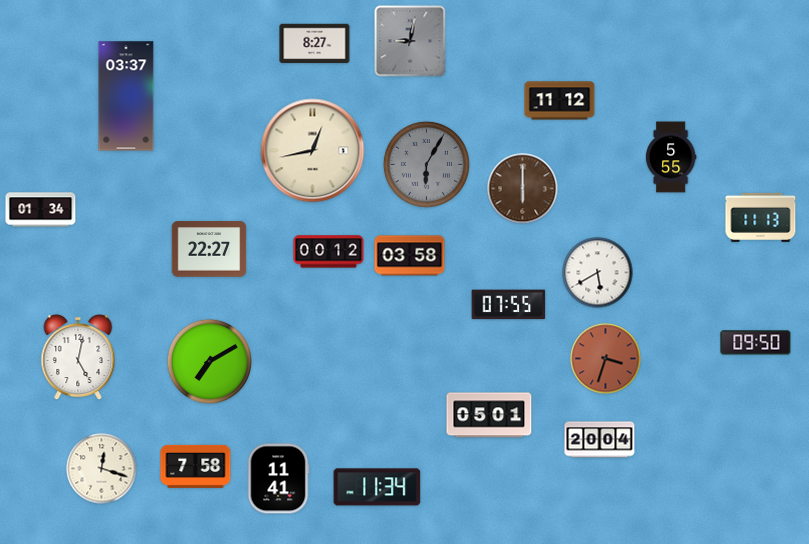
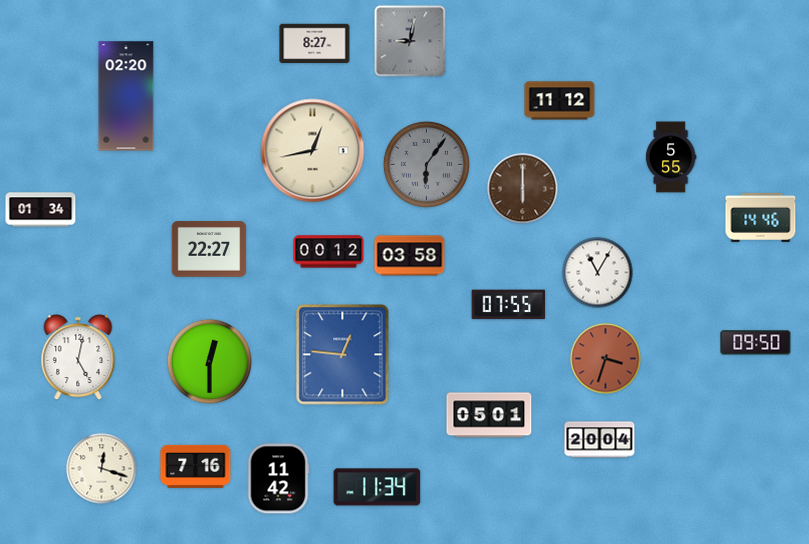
clock at (126, 96): 03:37 -> 02:20
clock at (426, 164): 6:05 -> 6:06
clock at (761, 217): 11:13 -> 14:46
clock at (598, 273): 5:40 -> 11:05
clock at (343, 355): none -> 12:46
clock at (209, 361): 7:10 -> 12:30
clock at (196, 466): 7:58 -> 7:16
clock at (278, 479): 11:41 -> 11:42
